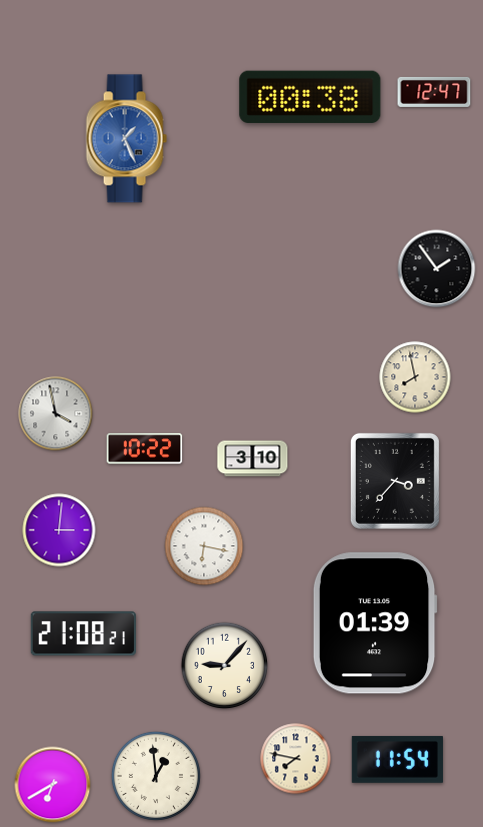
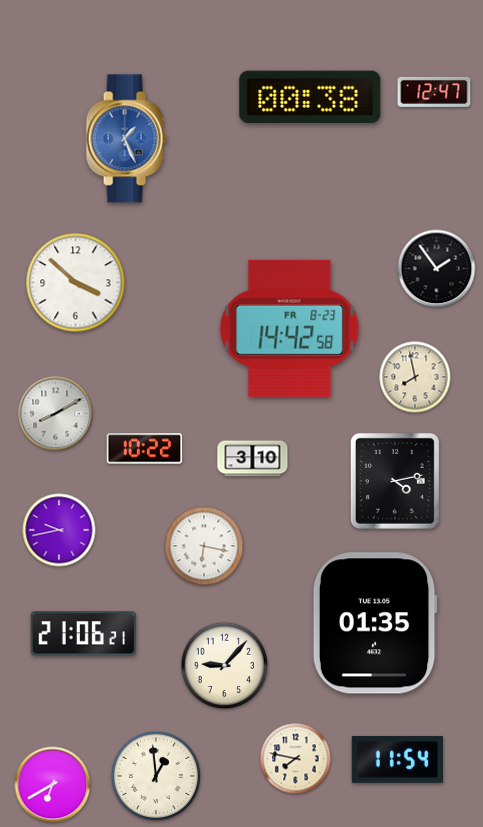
clock at (76, 283): none -> 3:52
clock at (290, 328): none -> 14:42
clock at (56, 414): 3:58 -> 8:10
clock at (395, 481): 3:37 -> 4:13
clock at (59, 530): 3:01 -> 9:43
clock at (375, 623): 01:39 -> 01:35
clock at (83, 634): 21:08 -> 21:06
